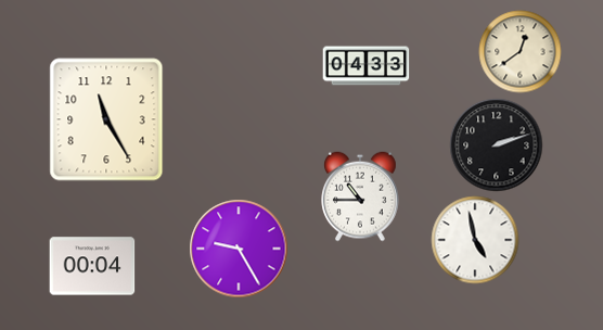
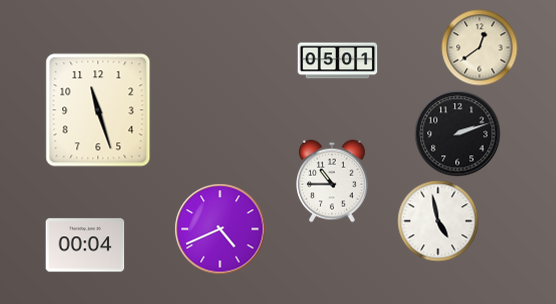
clock at (367, 66): 04:33 -> 05:01
clock at (106, 119): 11:25 -> 11:27
clock at (239, 249): 9:25 -> 4:41
